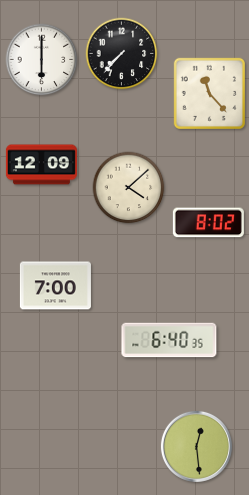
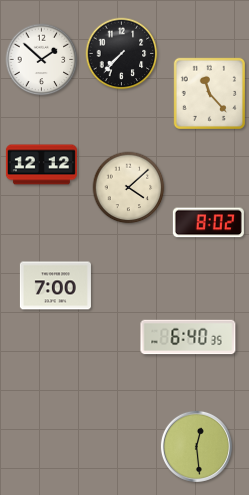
clock at (42, 60): 6:00 -> 1:52
clock at (41, 165): 12:09 -> 12:12
clock at (169, 340) position: (169, 340) -> (188, 337)
